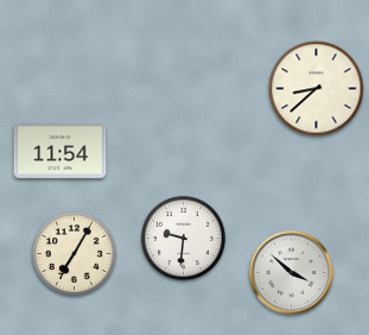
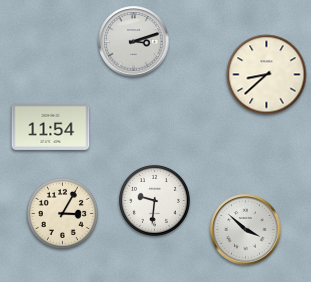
clock at (134, 42): none -> 3:12
clock at (74, 253): 7:05 -> 3:05
